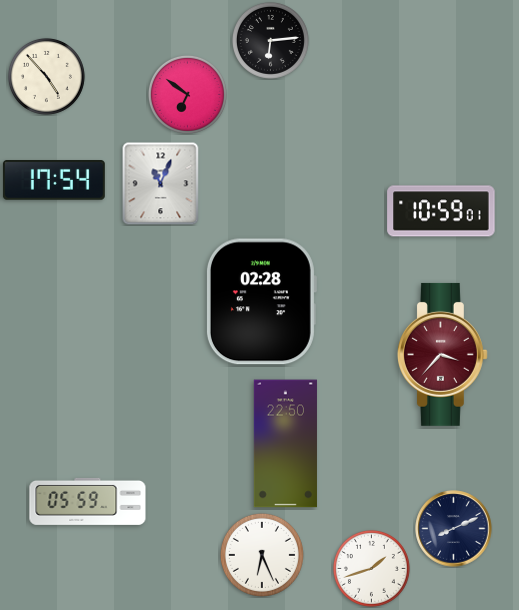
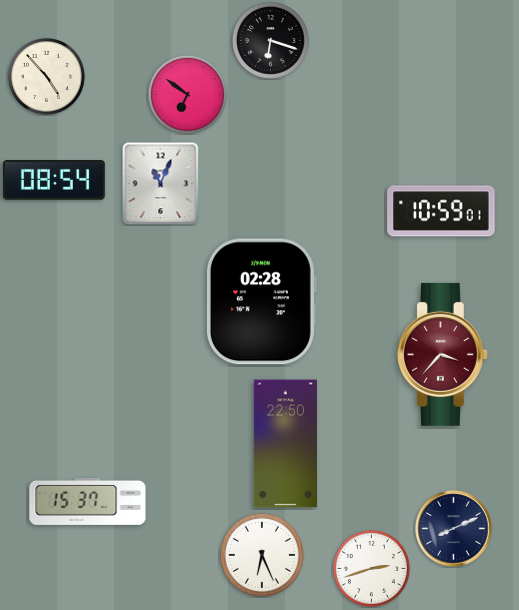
clock at (270, 40): 6:14 -> 6:18
clock at (54, 180): 17:54 -> 08:54
clock at (88, 501): 05:59 -> 15:37
clock at (371, 568): 1:42 -> 2:42
